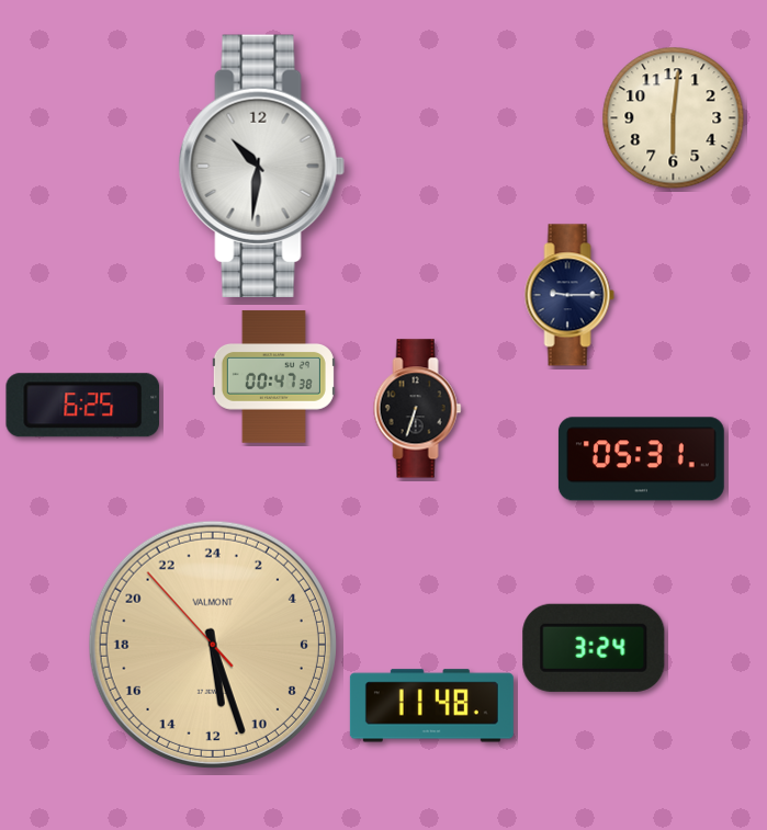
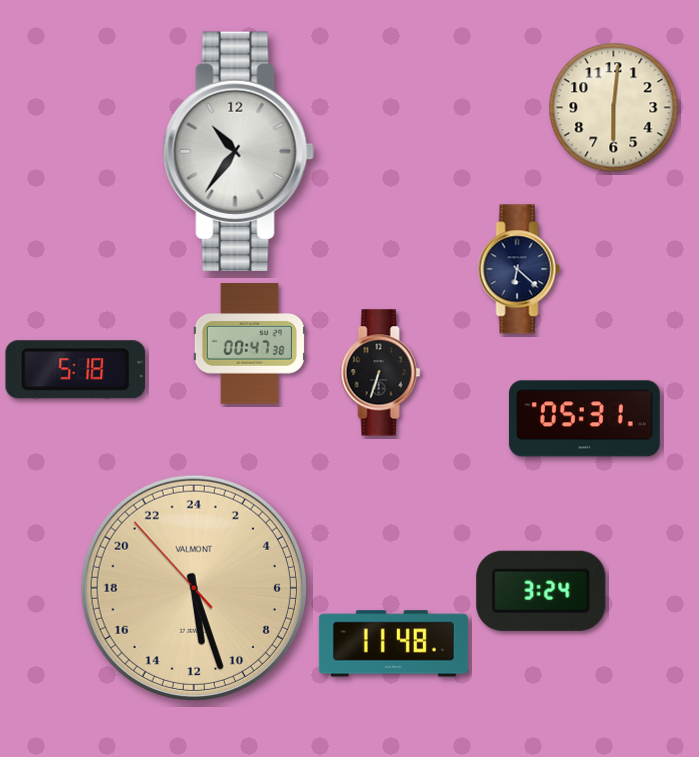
clock at (261, 166): 10:31 -> 10:36
clock at (569, 295): 9:15 -> 6:22
clock at (82, 406): 6:25 -> 5:18
